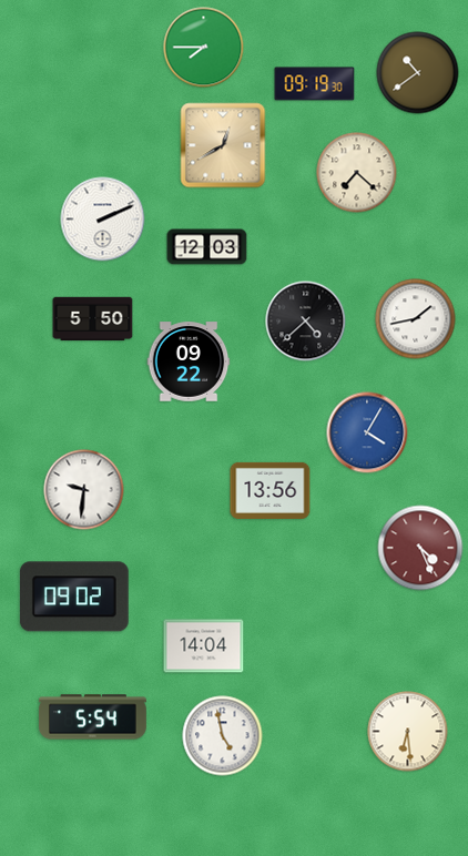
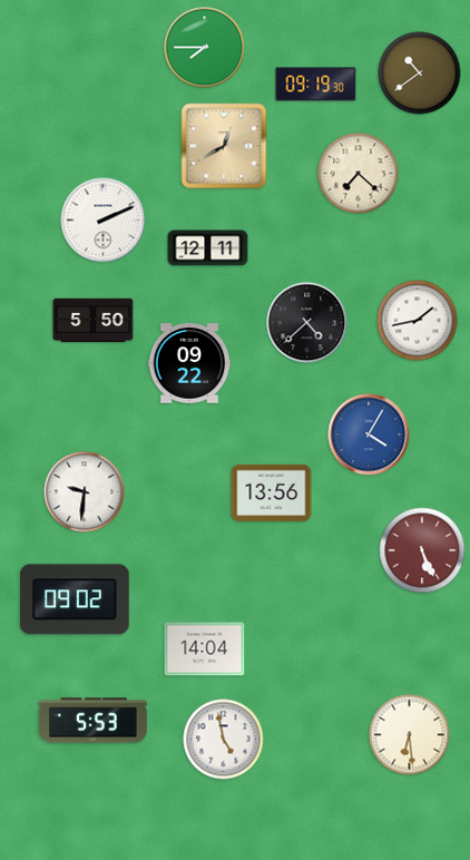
clock at (207, 247): 12:03 -> 12:11
clock at (420, 548): 4:26 -> 5:26
clock at (92, 717): 5:54 -> 5:53
